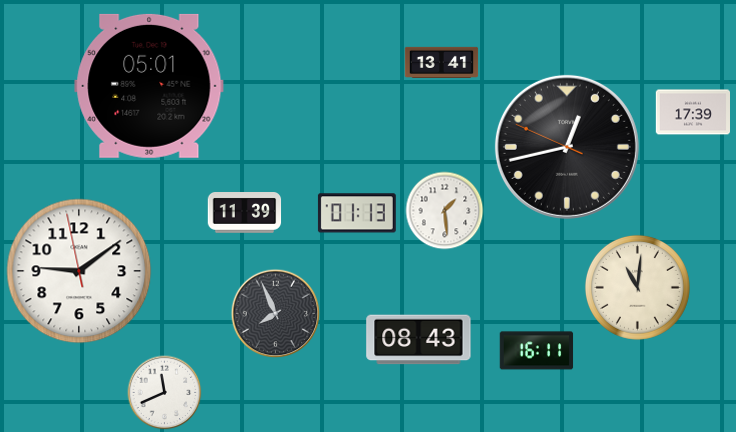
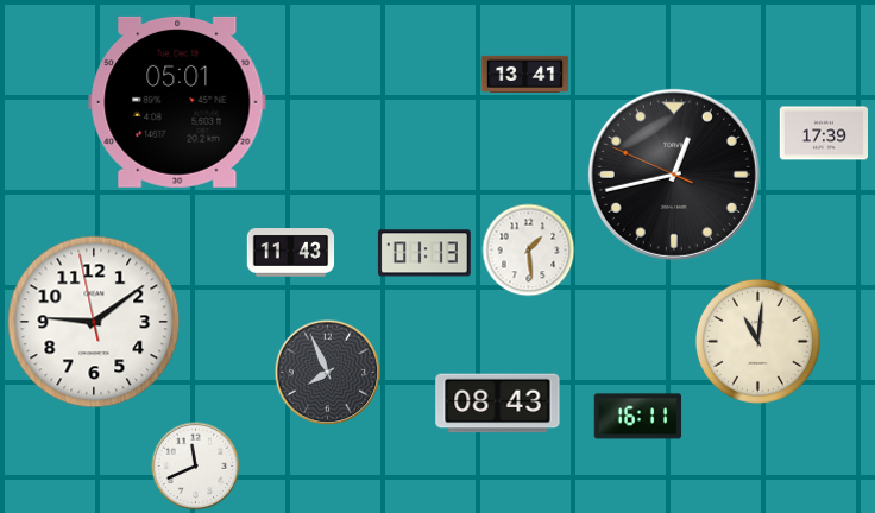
clock at (245, 213): 11:39 -> 11:43
